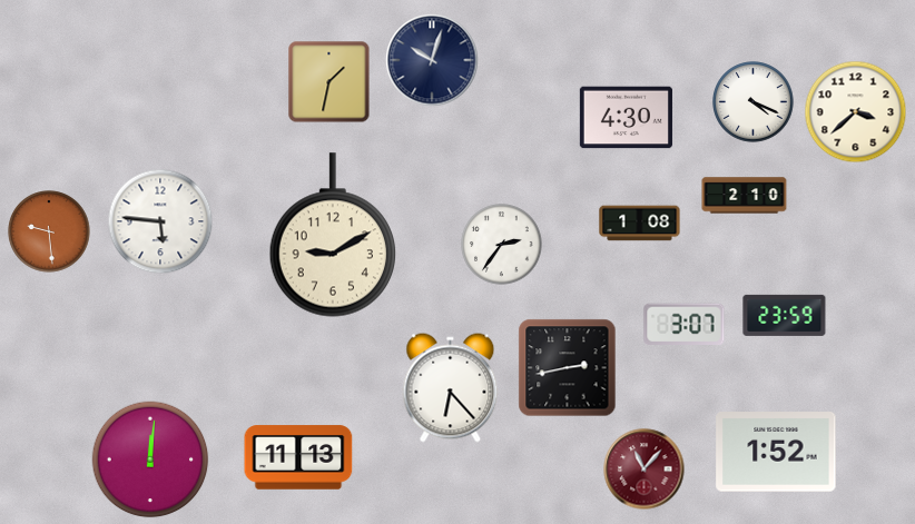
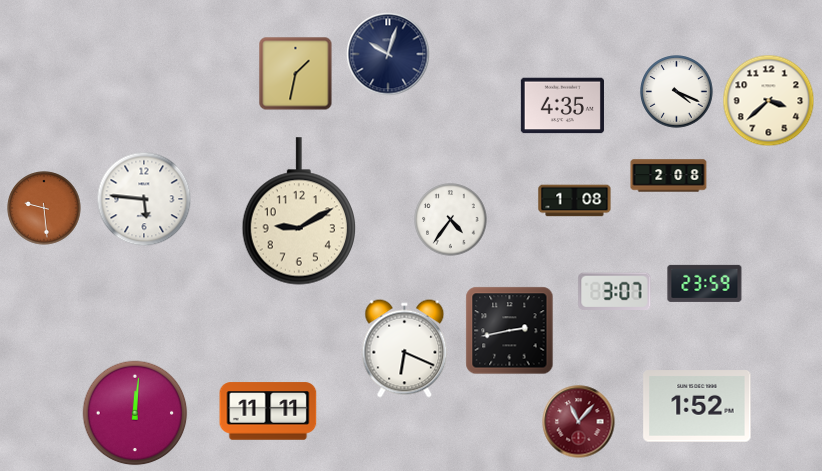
clock at (626, 118): 4:30 -> 4:35
clock at (745, 196): 2:10 -> 2:08
clock at (502, 245): 2:36 -> 4:36
clock at (451, 388): 6:23 -> 6:19
clock at (298, 457): 11:13 -> 11:11
